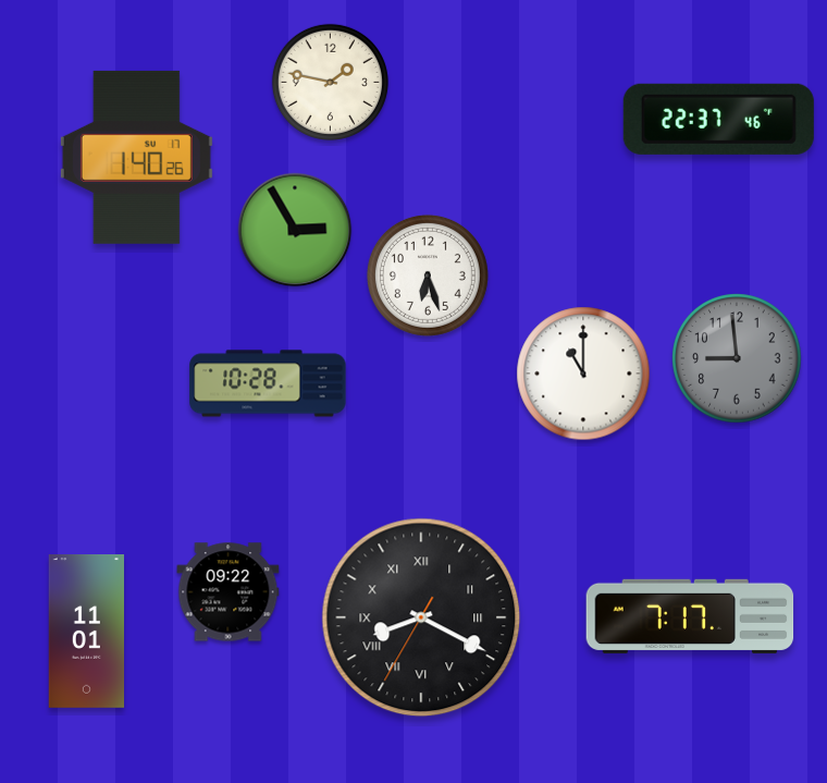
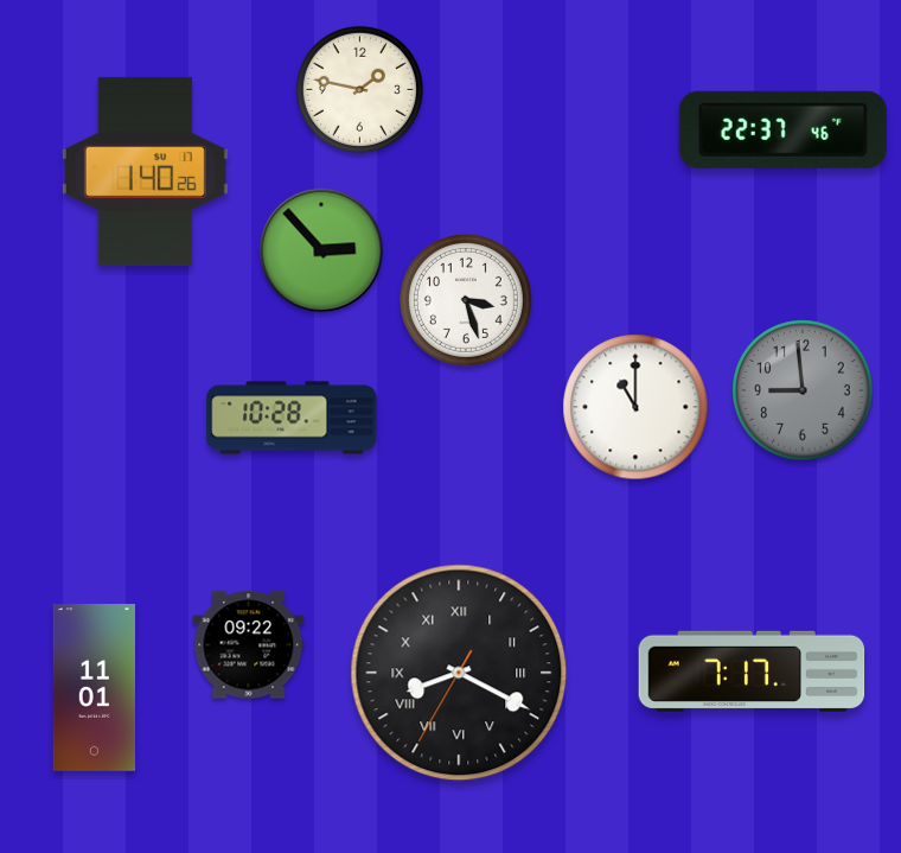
clock at (136, 157) position: (136, 157) -> (145, 171)
clock at (295, 230): 2:55 -> 2:53
clock at (428, 276): 6:27 -> 3:27
